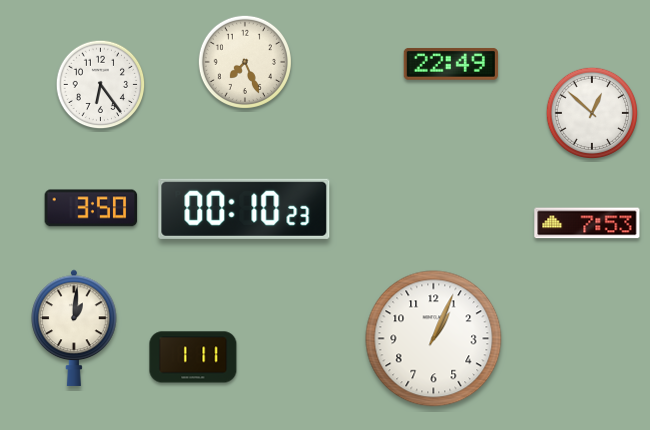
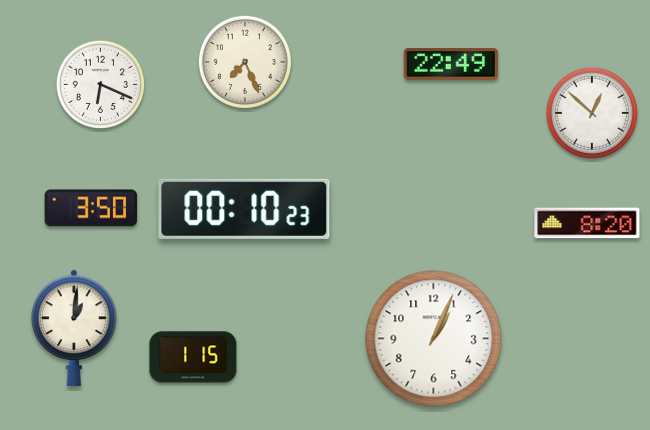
clock at (101, 85): 6:24 -> 6:19
clock at (587, 223): 7:53 -> 8:20
clock at (193, 357): 1:11 -> 1:15
